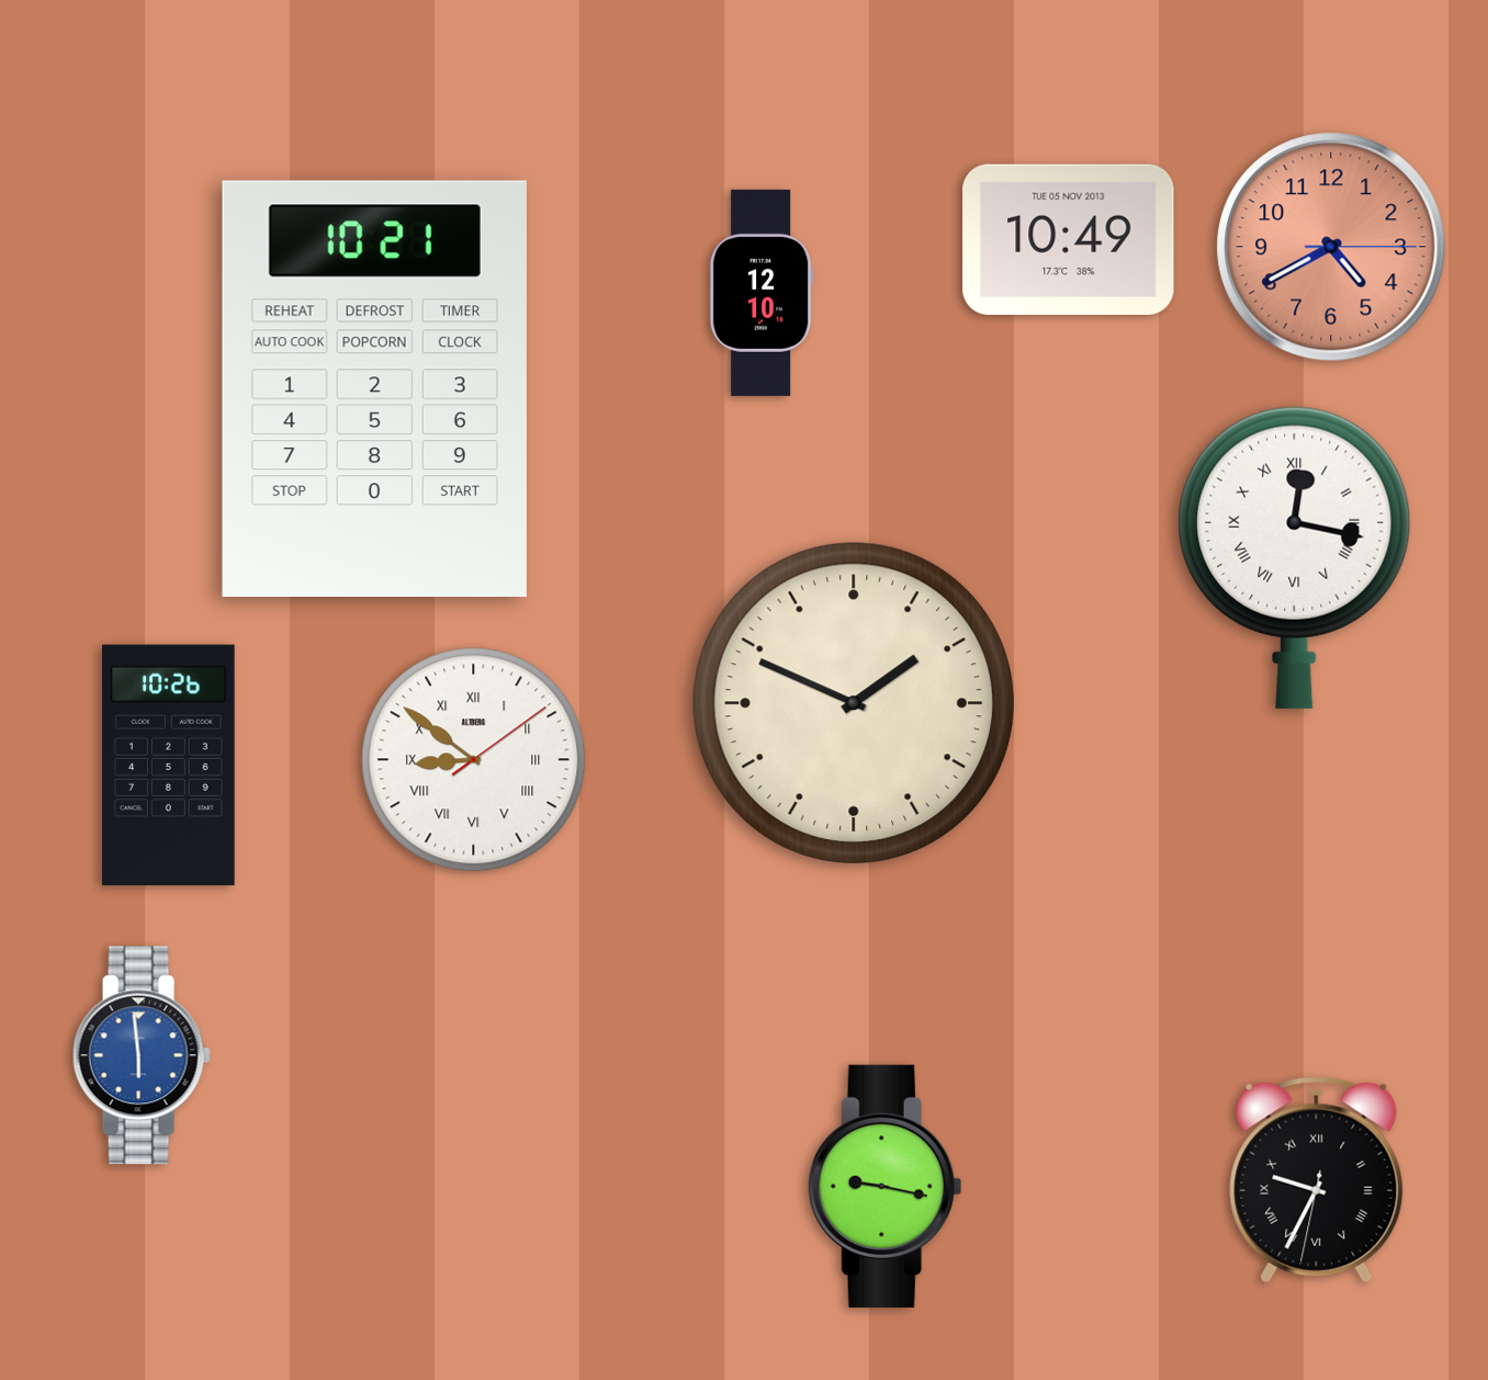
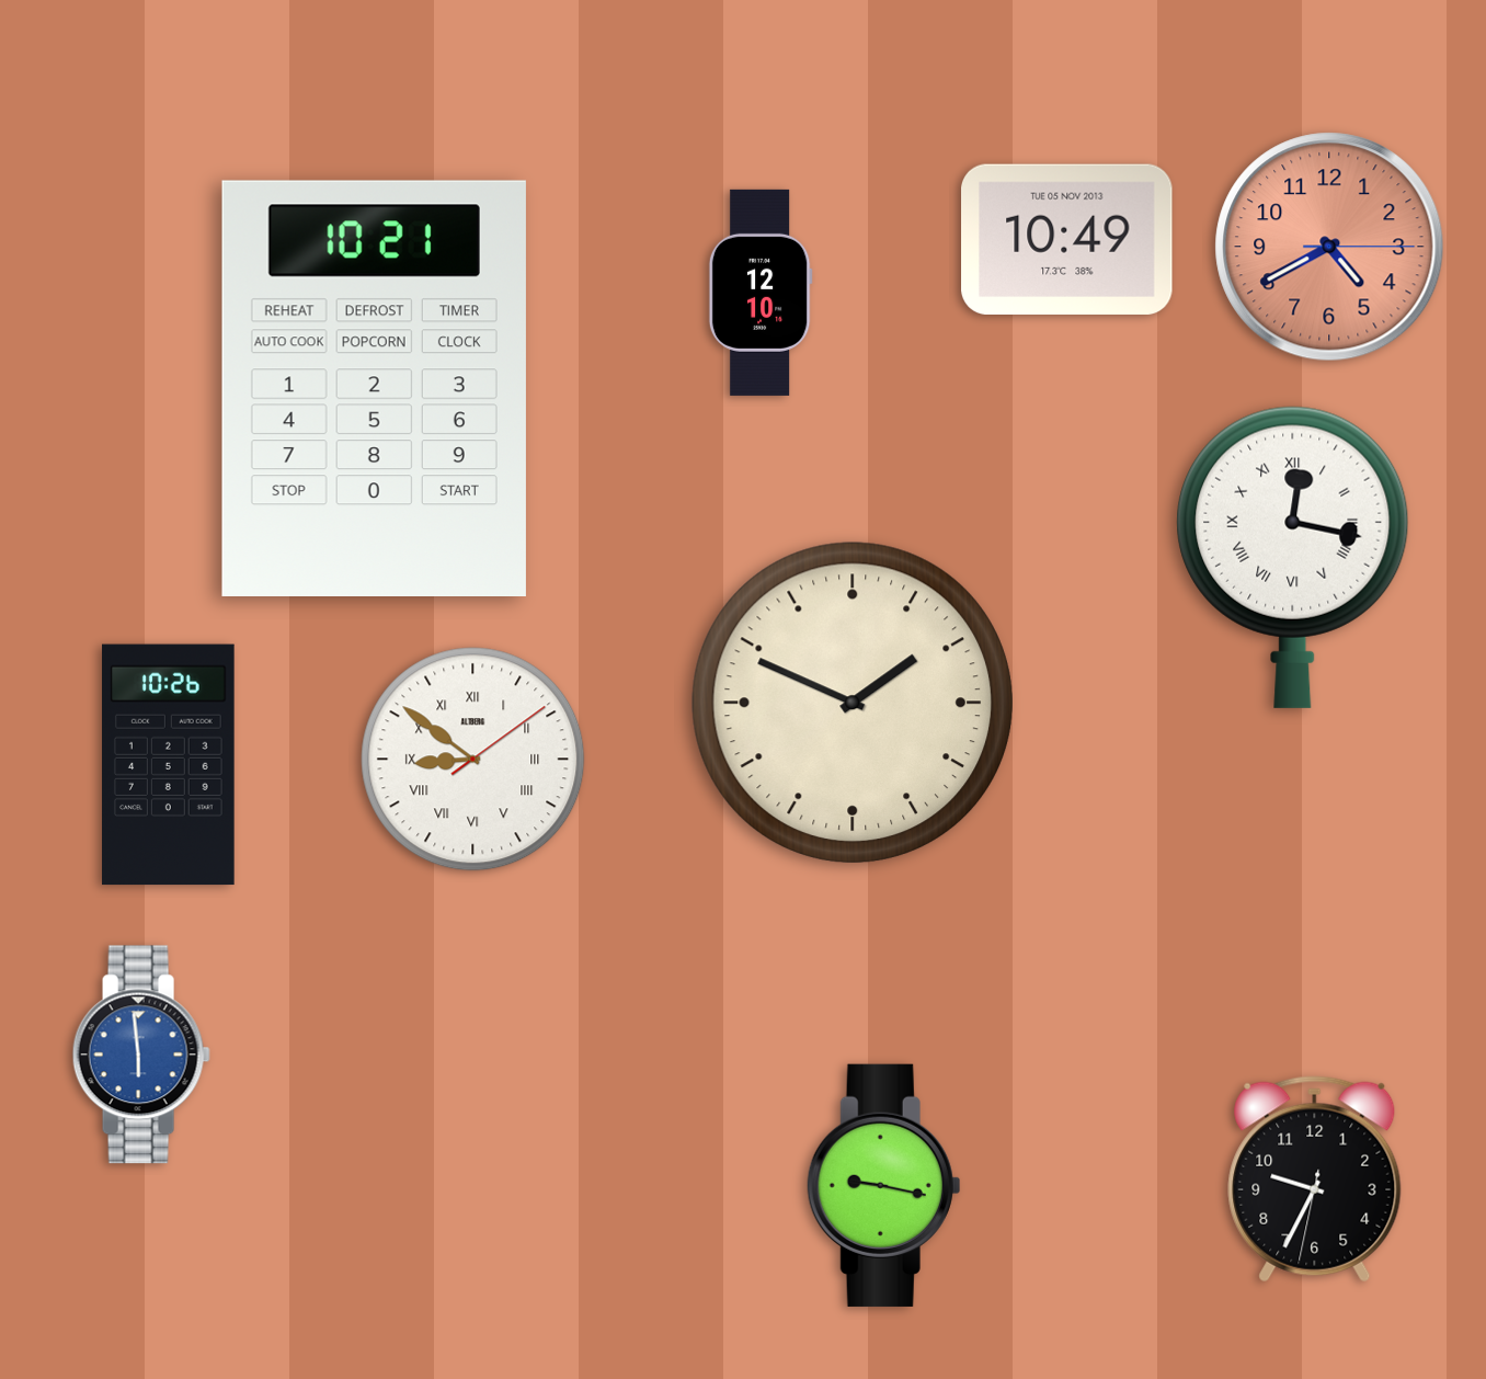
clock at (1317, 1180) numerals: Roman -> Arabic
